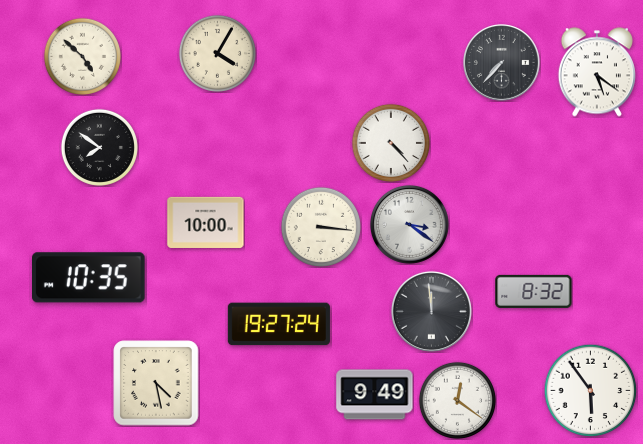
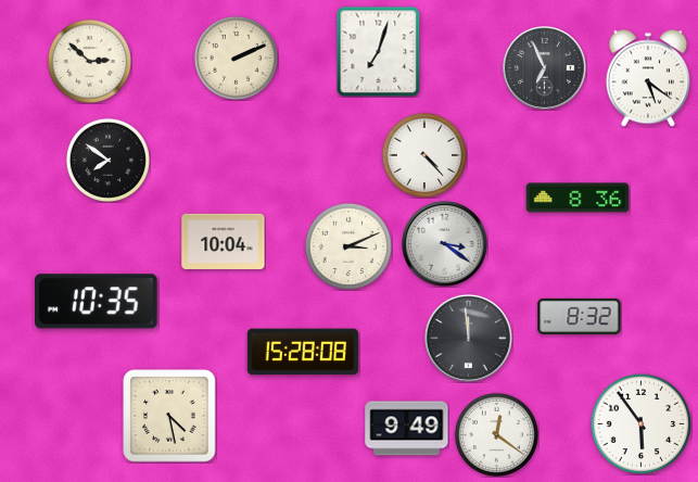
clock at (379, 51): none -> 7:03
clock at (217, 53): 4:05 -> 2:11
clock at (82, 56): 4:52 -> 2:52
clock at (502, 63): 7:37 -> 6:56
clock at (578, 198): none -> 8:36
clock at (206, 222): 10:00 -> 10:04
clock at (320, 226): 3:16 -> 3:11
clock at (279, 324): 19:27 -> 15:28
